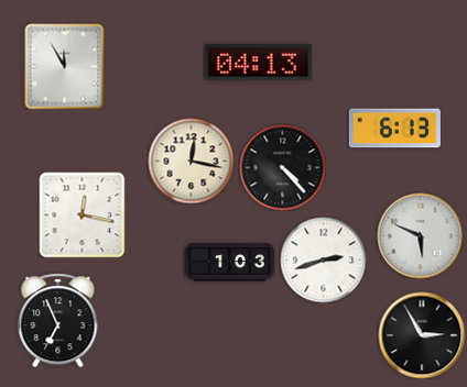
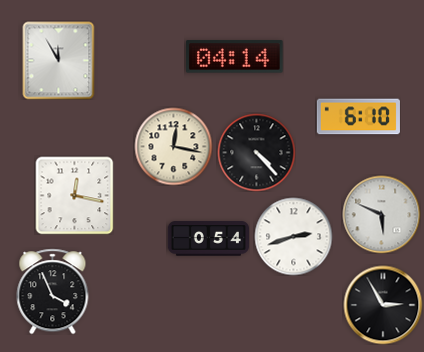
clock at (259, 63): 04:13 -> 04:14
clock at (394, 129): 6:13 -> 6:10
clock at (229, 263): 1:03 -> 0:54
clock at (58, 320): 6:56 -> 3:56
